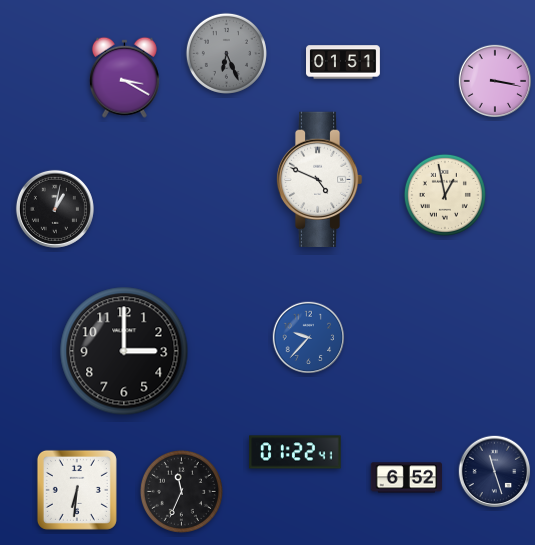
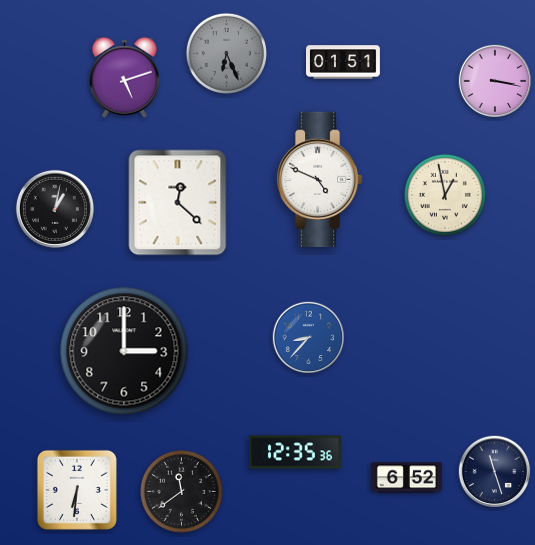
clock at (124, 77): 3:20 -> 5:12
clock at (178, 203): none -> 12:22
clock at (309, 338): 9:37 -> 8:37
clock at (295, 452): 01:22 -> 12:35
clock at (181, 491): 11:34 -> 11:39
